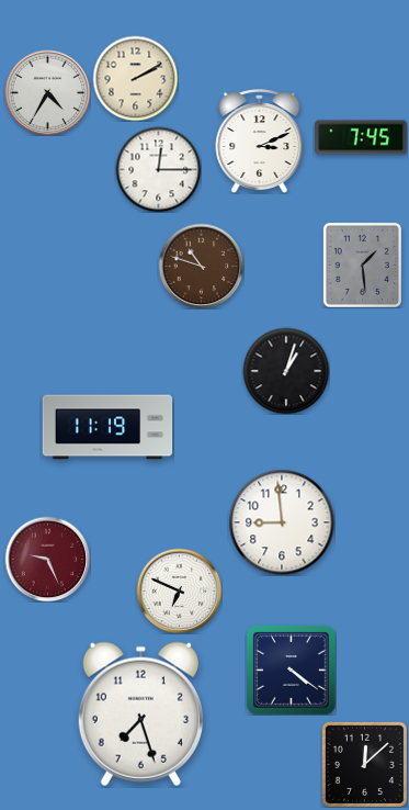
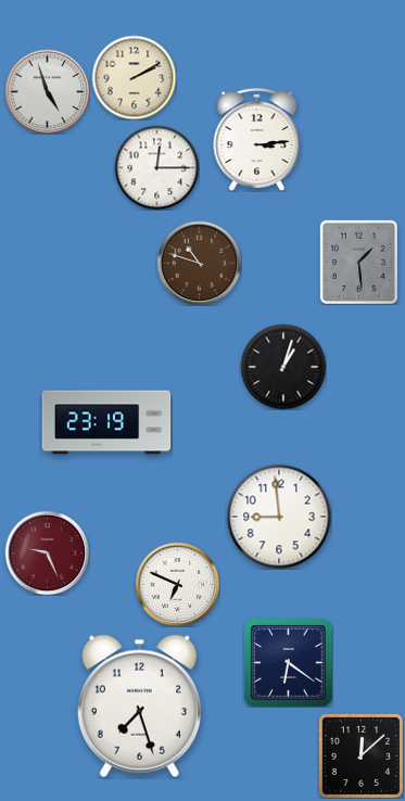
clock at (47, 92): 4:35 -> 4:57
clock at (361, 137): 7:45 -> none
clock at (260, 142): 3:11 -> 3:14
clock at (107, 427): 11:19 -> 23:19
clock at (291, 670): 4:21 -> 6:21
